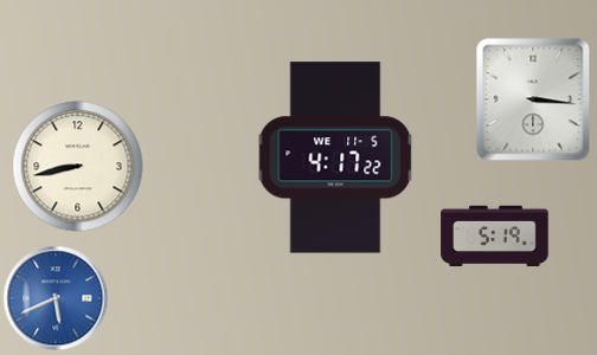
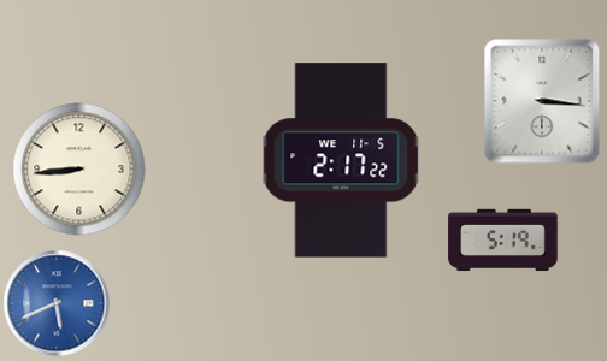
clock at (335, 157): 4:17 -> 2:17
clock at (78, 167): 8:43 -> 8:44
